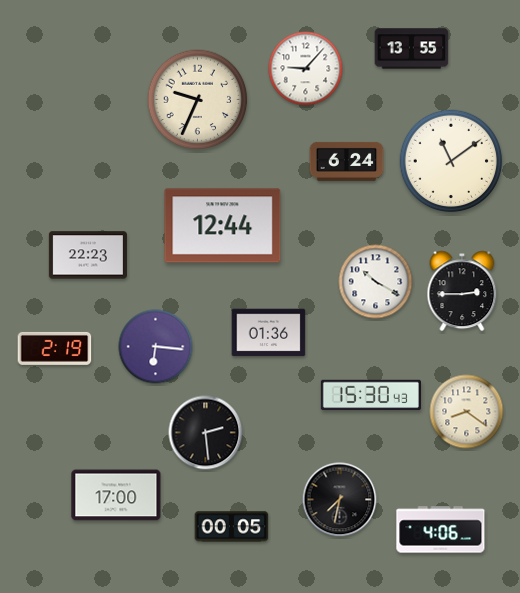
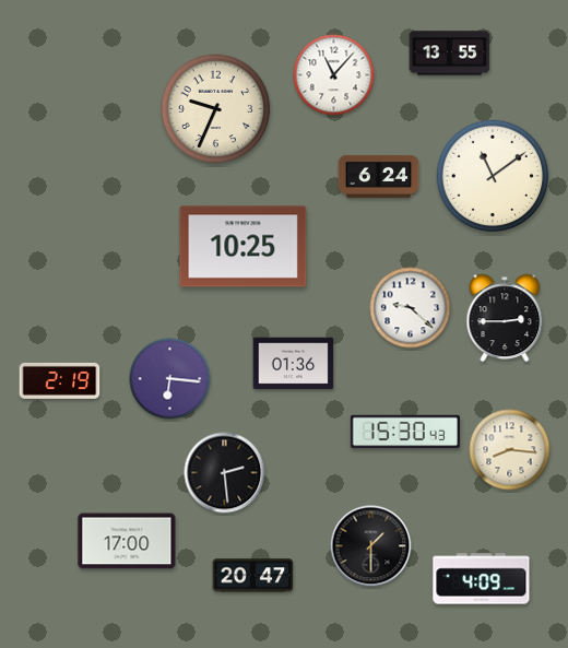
clock at (306, 69): 9:07 -> 11:07
clock at (223, 226): 12:44 -> 10:25
clock at (88, 255): 22:23 -> none
clock at (376, 282): 10:20 -> 9:22
clock at (467, 412): 8:21 -> 8:16
clock at (340, 500): 7:32 -> 1:30
clock at (232, 527): 00:05 -> 20:47
clock at (441, 530): 4:06 -> 4:09
